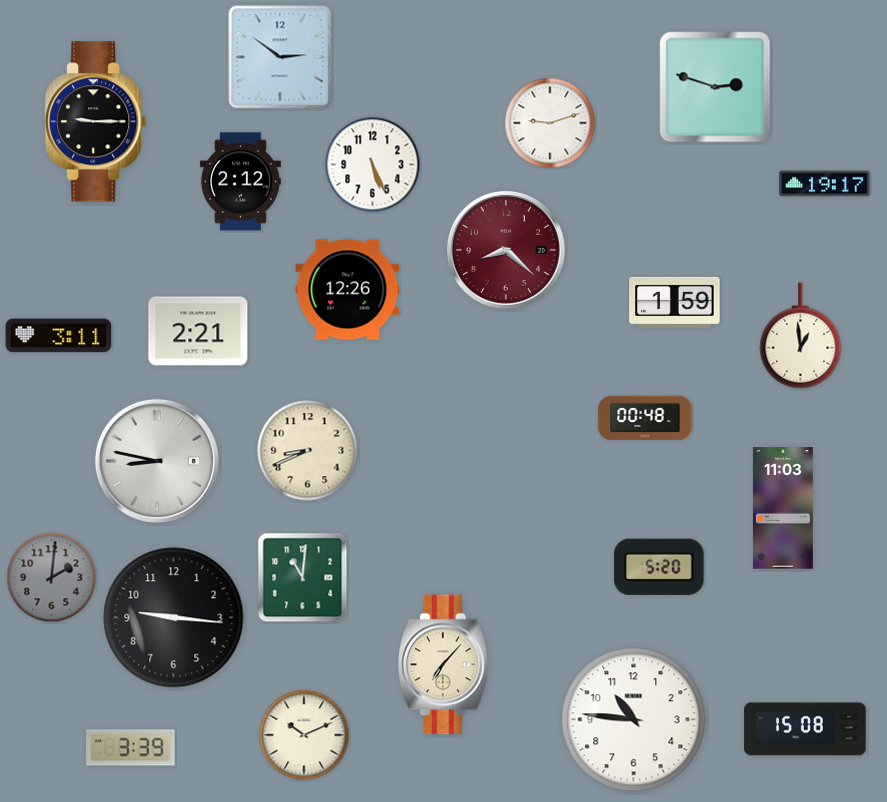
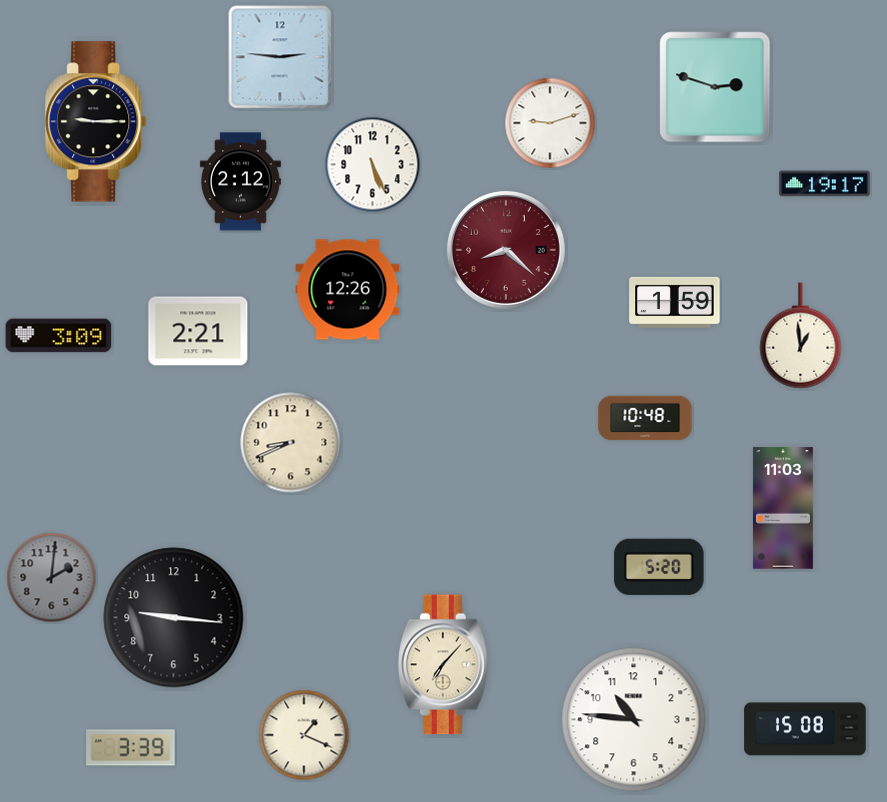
clock at (280, 57): 2:51 -> 2:46
clock at (59, 336): 3:11 -> 3:09
clock at (645, 418): 00:48 -> 10:48
clock at (308, 451) position: (308, 451) -> (291, 443)
clock at (157, 461): 8:47 -> none
clock at (303, 578): 11:01 -> none
clock at (304, 735): 10:11 -> 1:19
